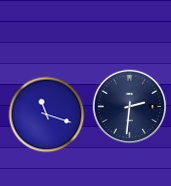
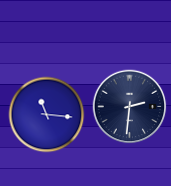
clock at (47, 115): 11:18 -> 11:16
